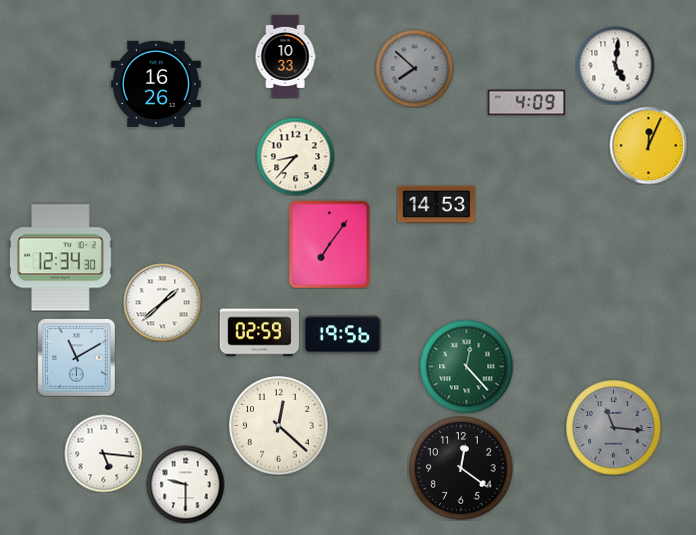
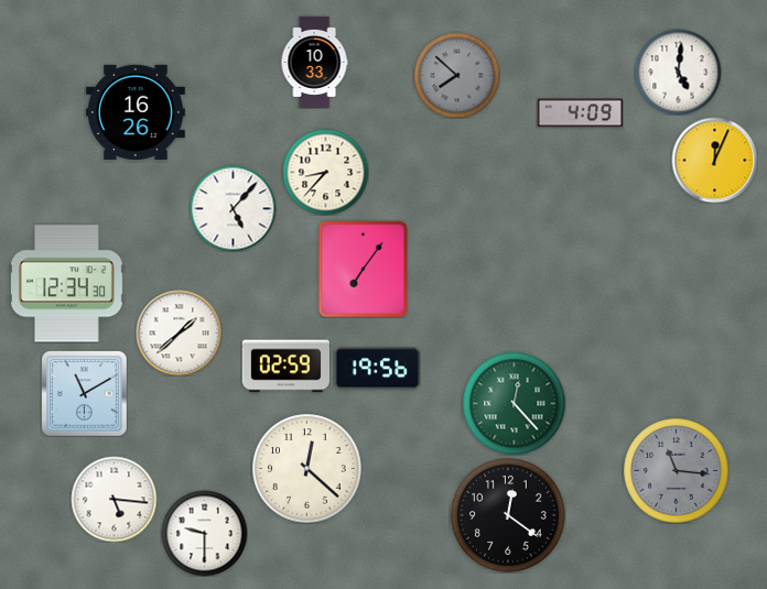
clock at (156, 84) position: (156, 84) -> (136, 112)
clock at (233, 208): none -> 5:07
clock at (436, 205): 14:53 -> none
